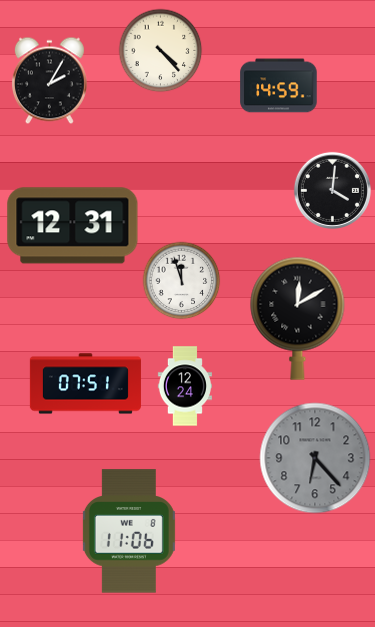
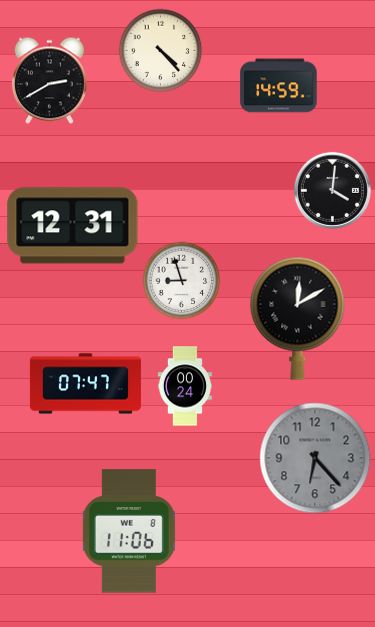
clock at (49, 80): 2:05 -> 2:40
clock at (181, 280): 11:57 -> 8:57
clock at (85, 384): 07:51 -> 07:47
clock at (185, 386): 12:24 -> 00:24
